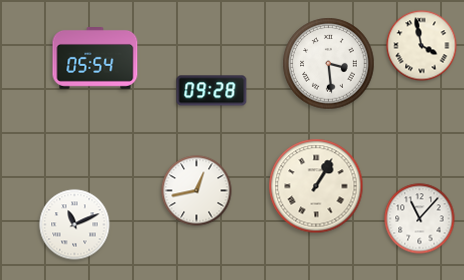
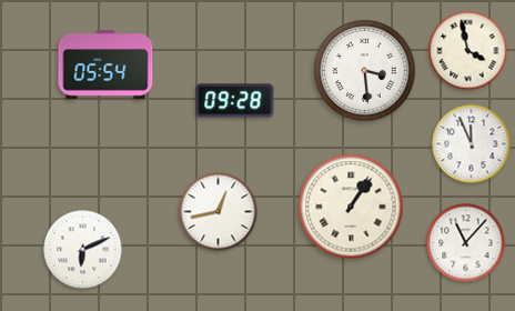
clock at (472, 144): none -> 11:56
clock at (316, 186): 1:05 -> 1:06
clock at (75, 225): 11:11 -> 6:11
